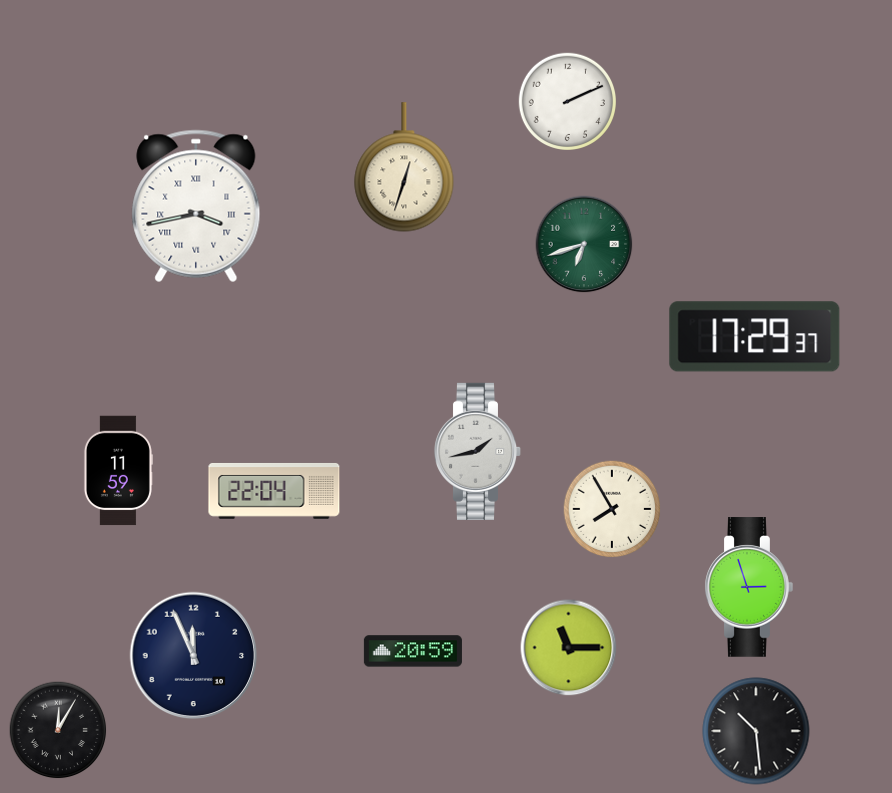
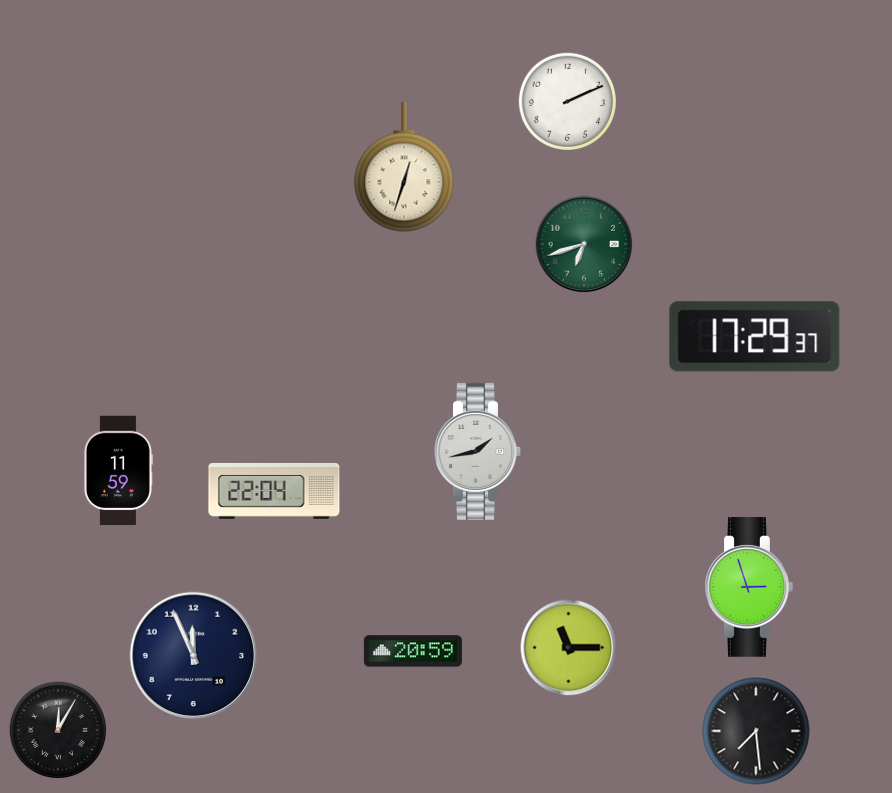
clock at (196, 206): 3:43 -> none
clock at (612, 509): 7:55 -> none
clock at (756, 731): 10:29 -> 7:29
